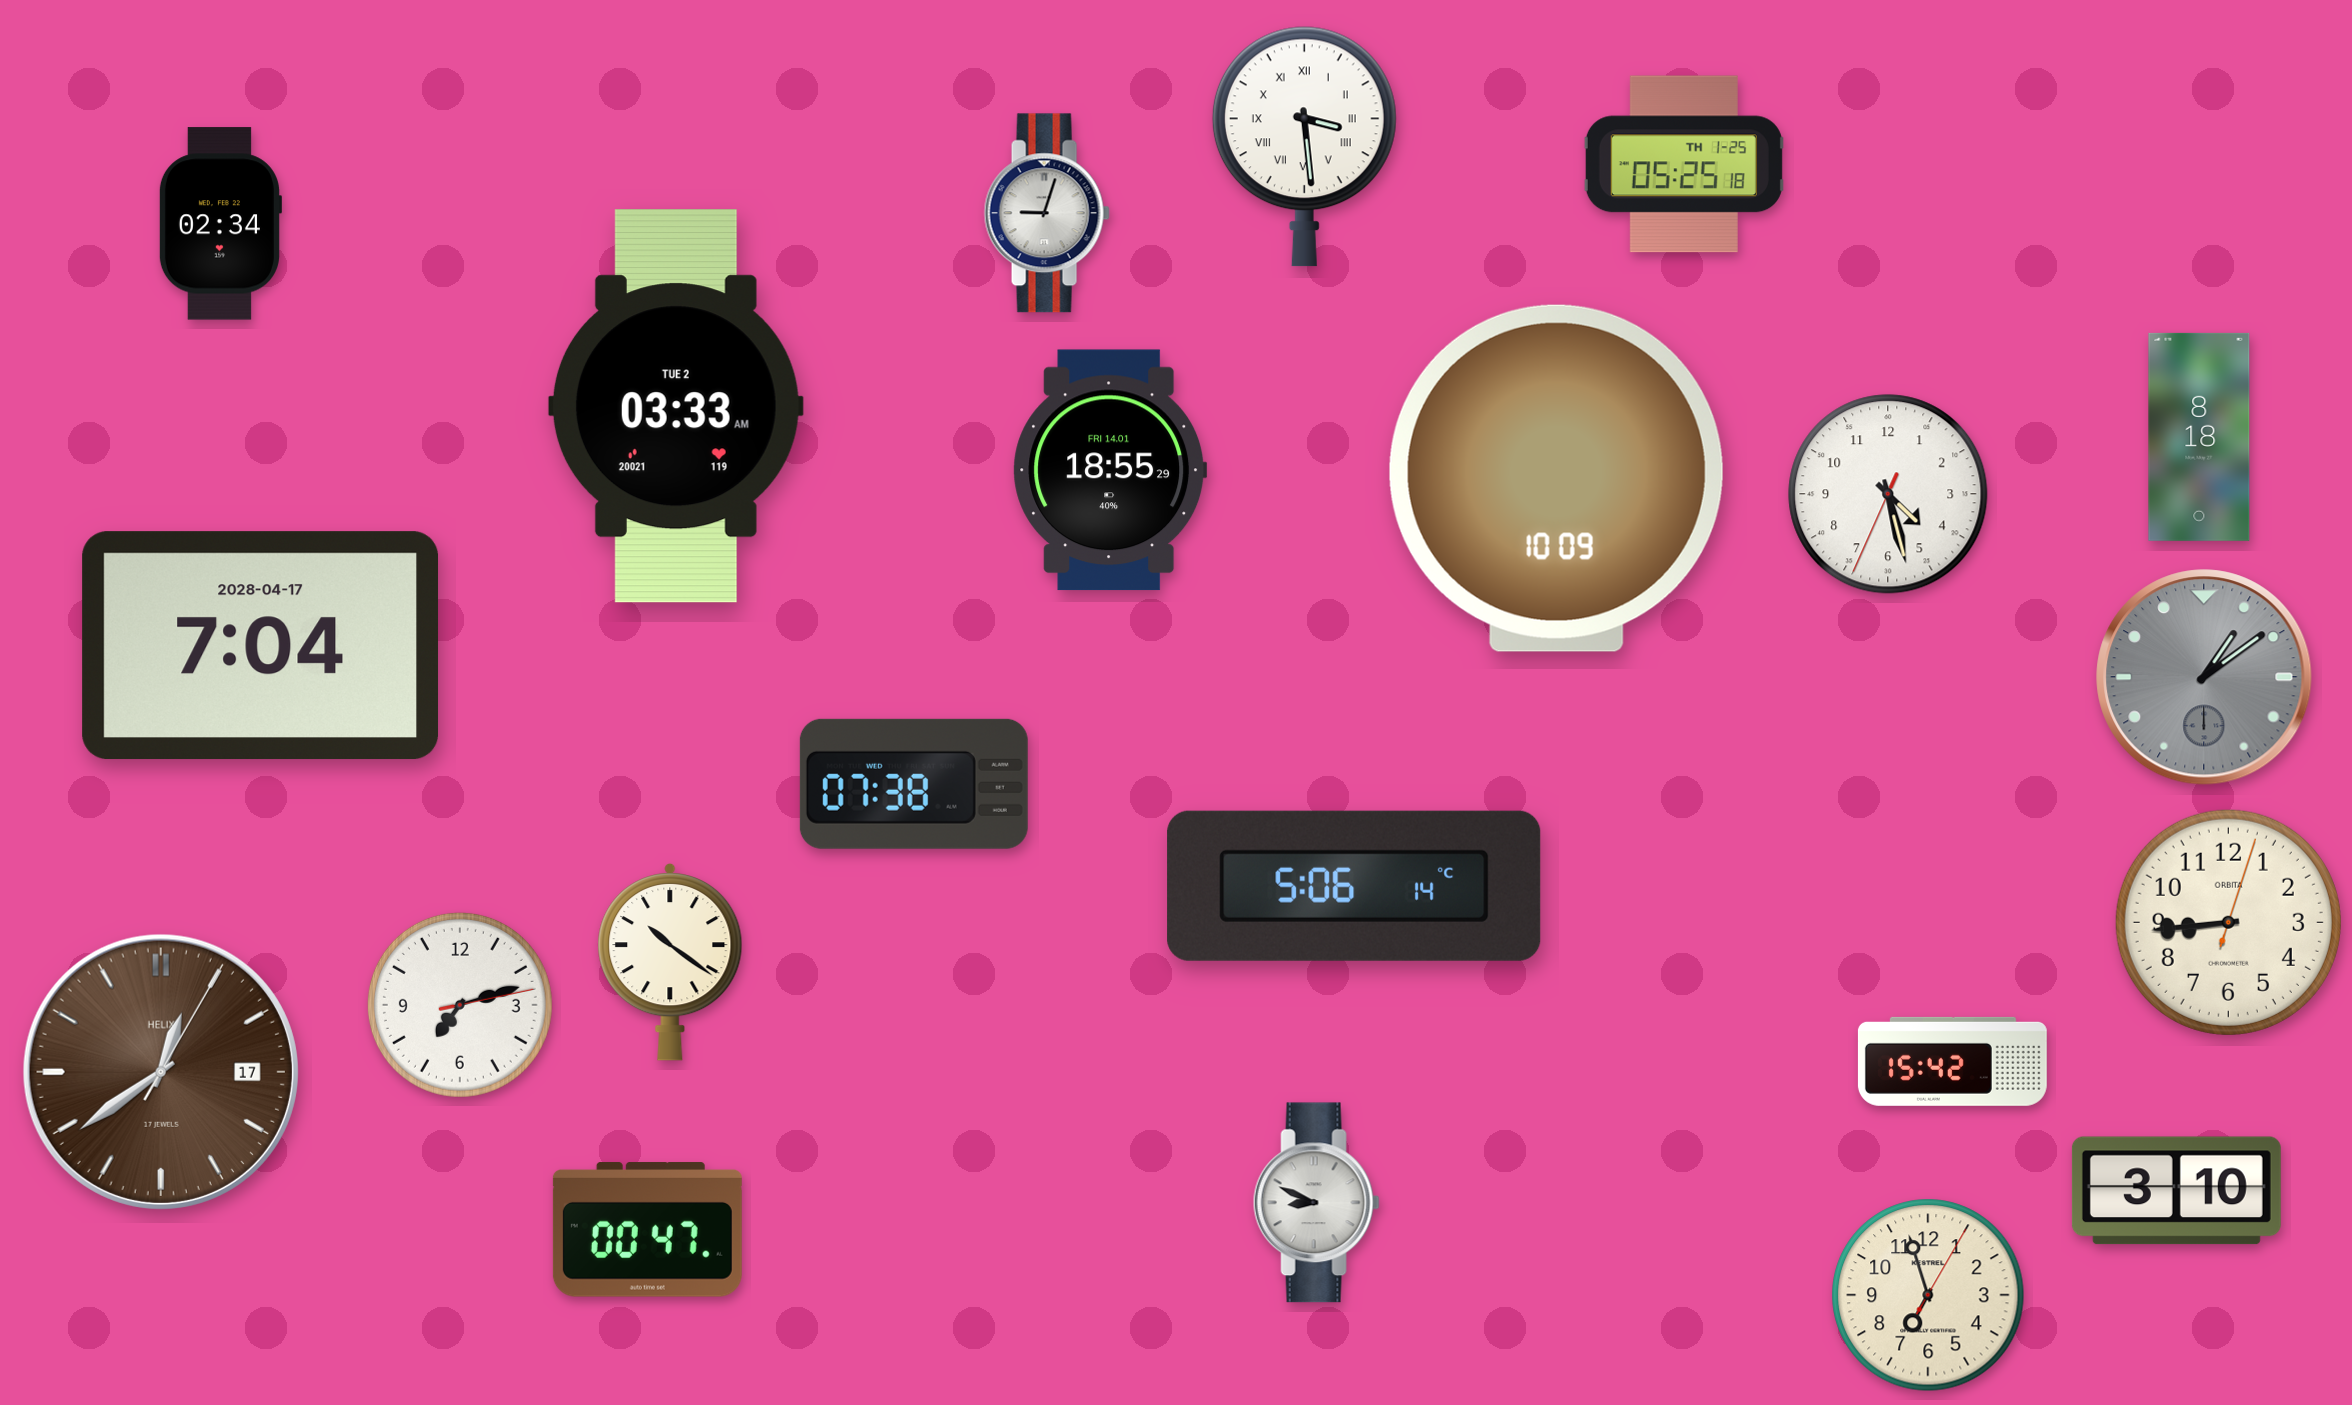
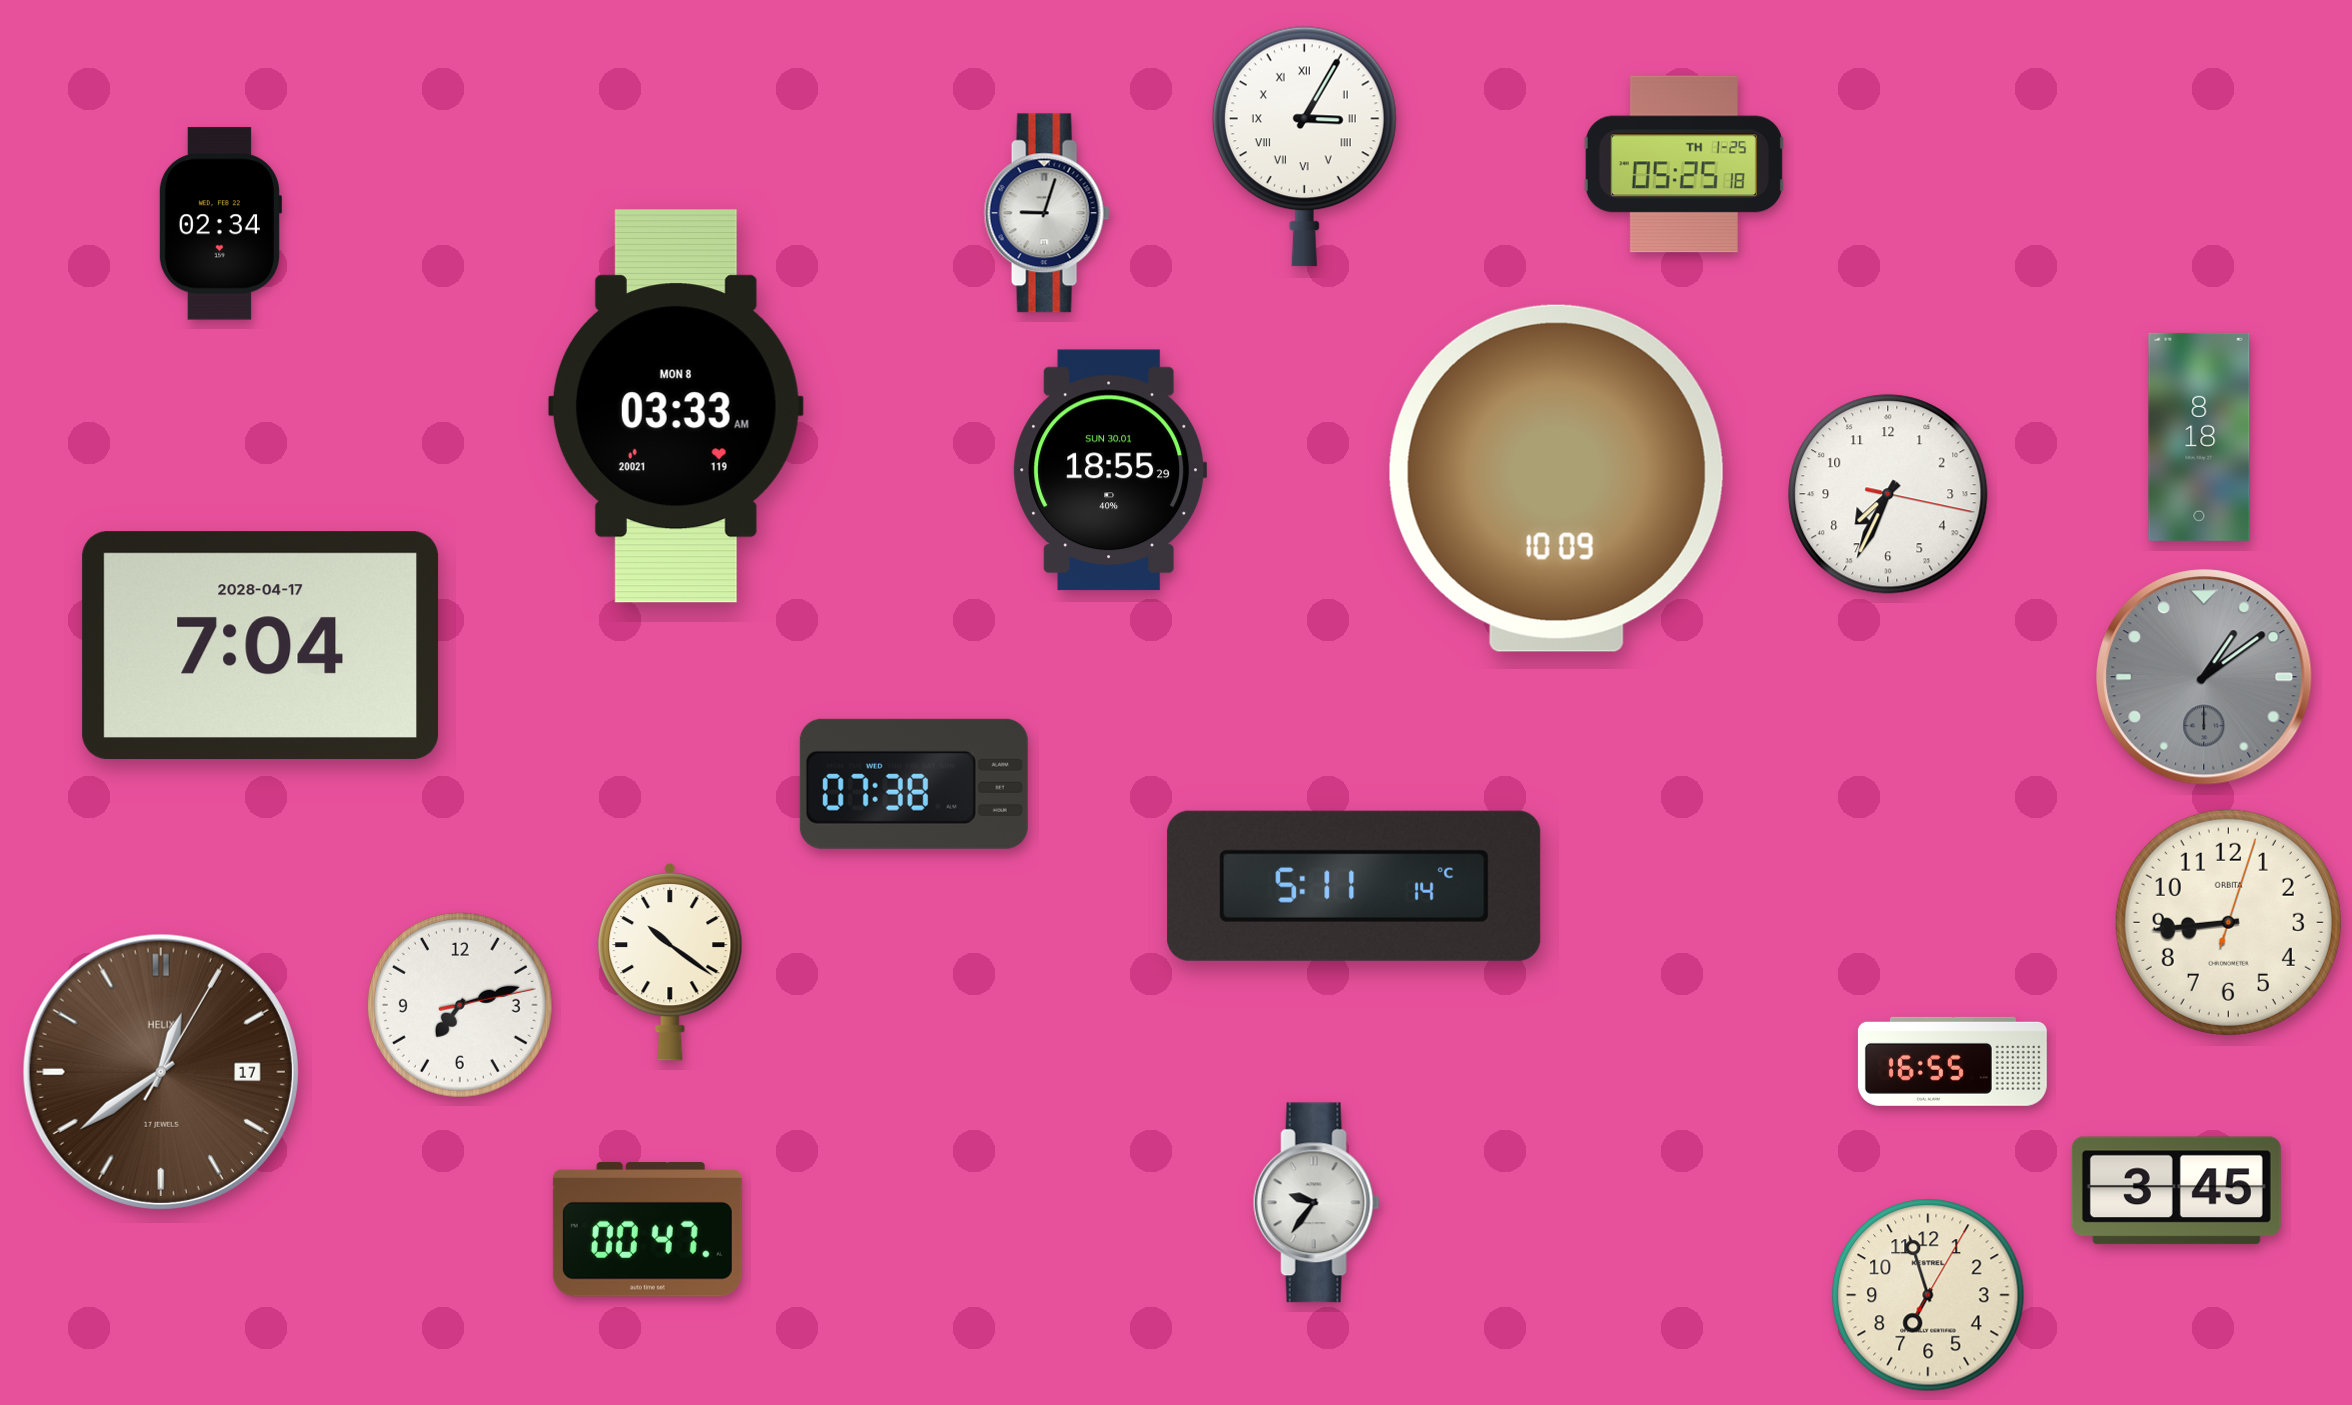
clock at (1304, 146): 3:29 -> 3:05
clock at (676, 406) date: TUE 2 -> MON 8
clock at (1110, 470) date: FRI 14.01 -> SUN 30.01
clock at (1888, 494): 4:27 -> 7:34
clock at (1354, 886): 5:06 -> 5:11
clock at (1952, 1061): 15:42 -> 16:55
clock at (2176, 1191): 3:10 -> 3:45
clock at (1316, 1203): 8:49 -> 9:36
